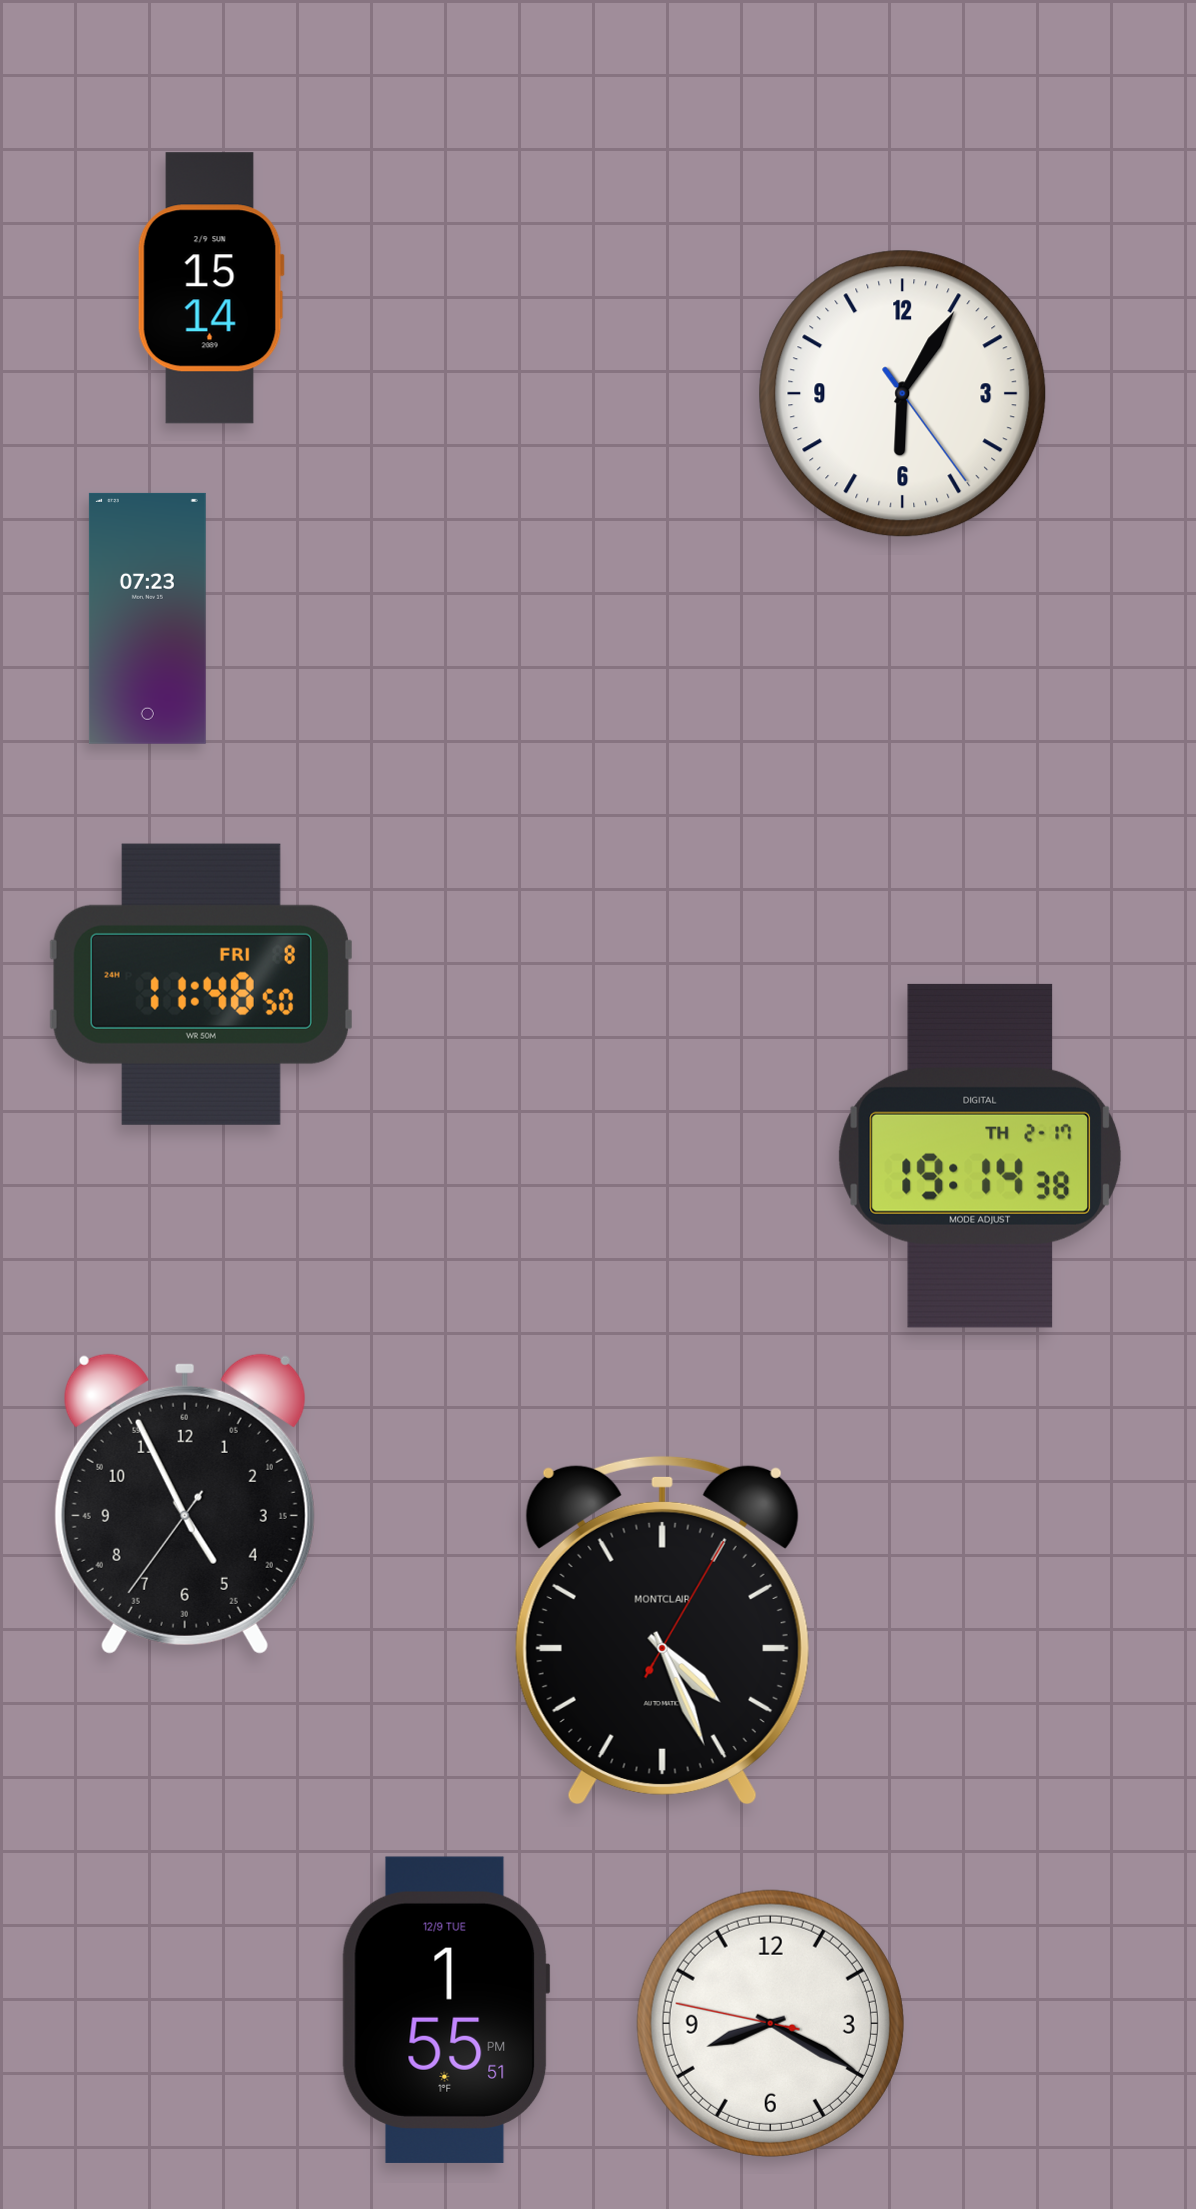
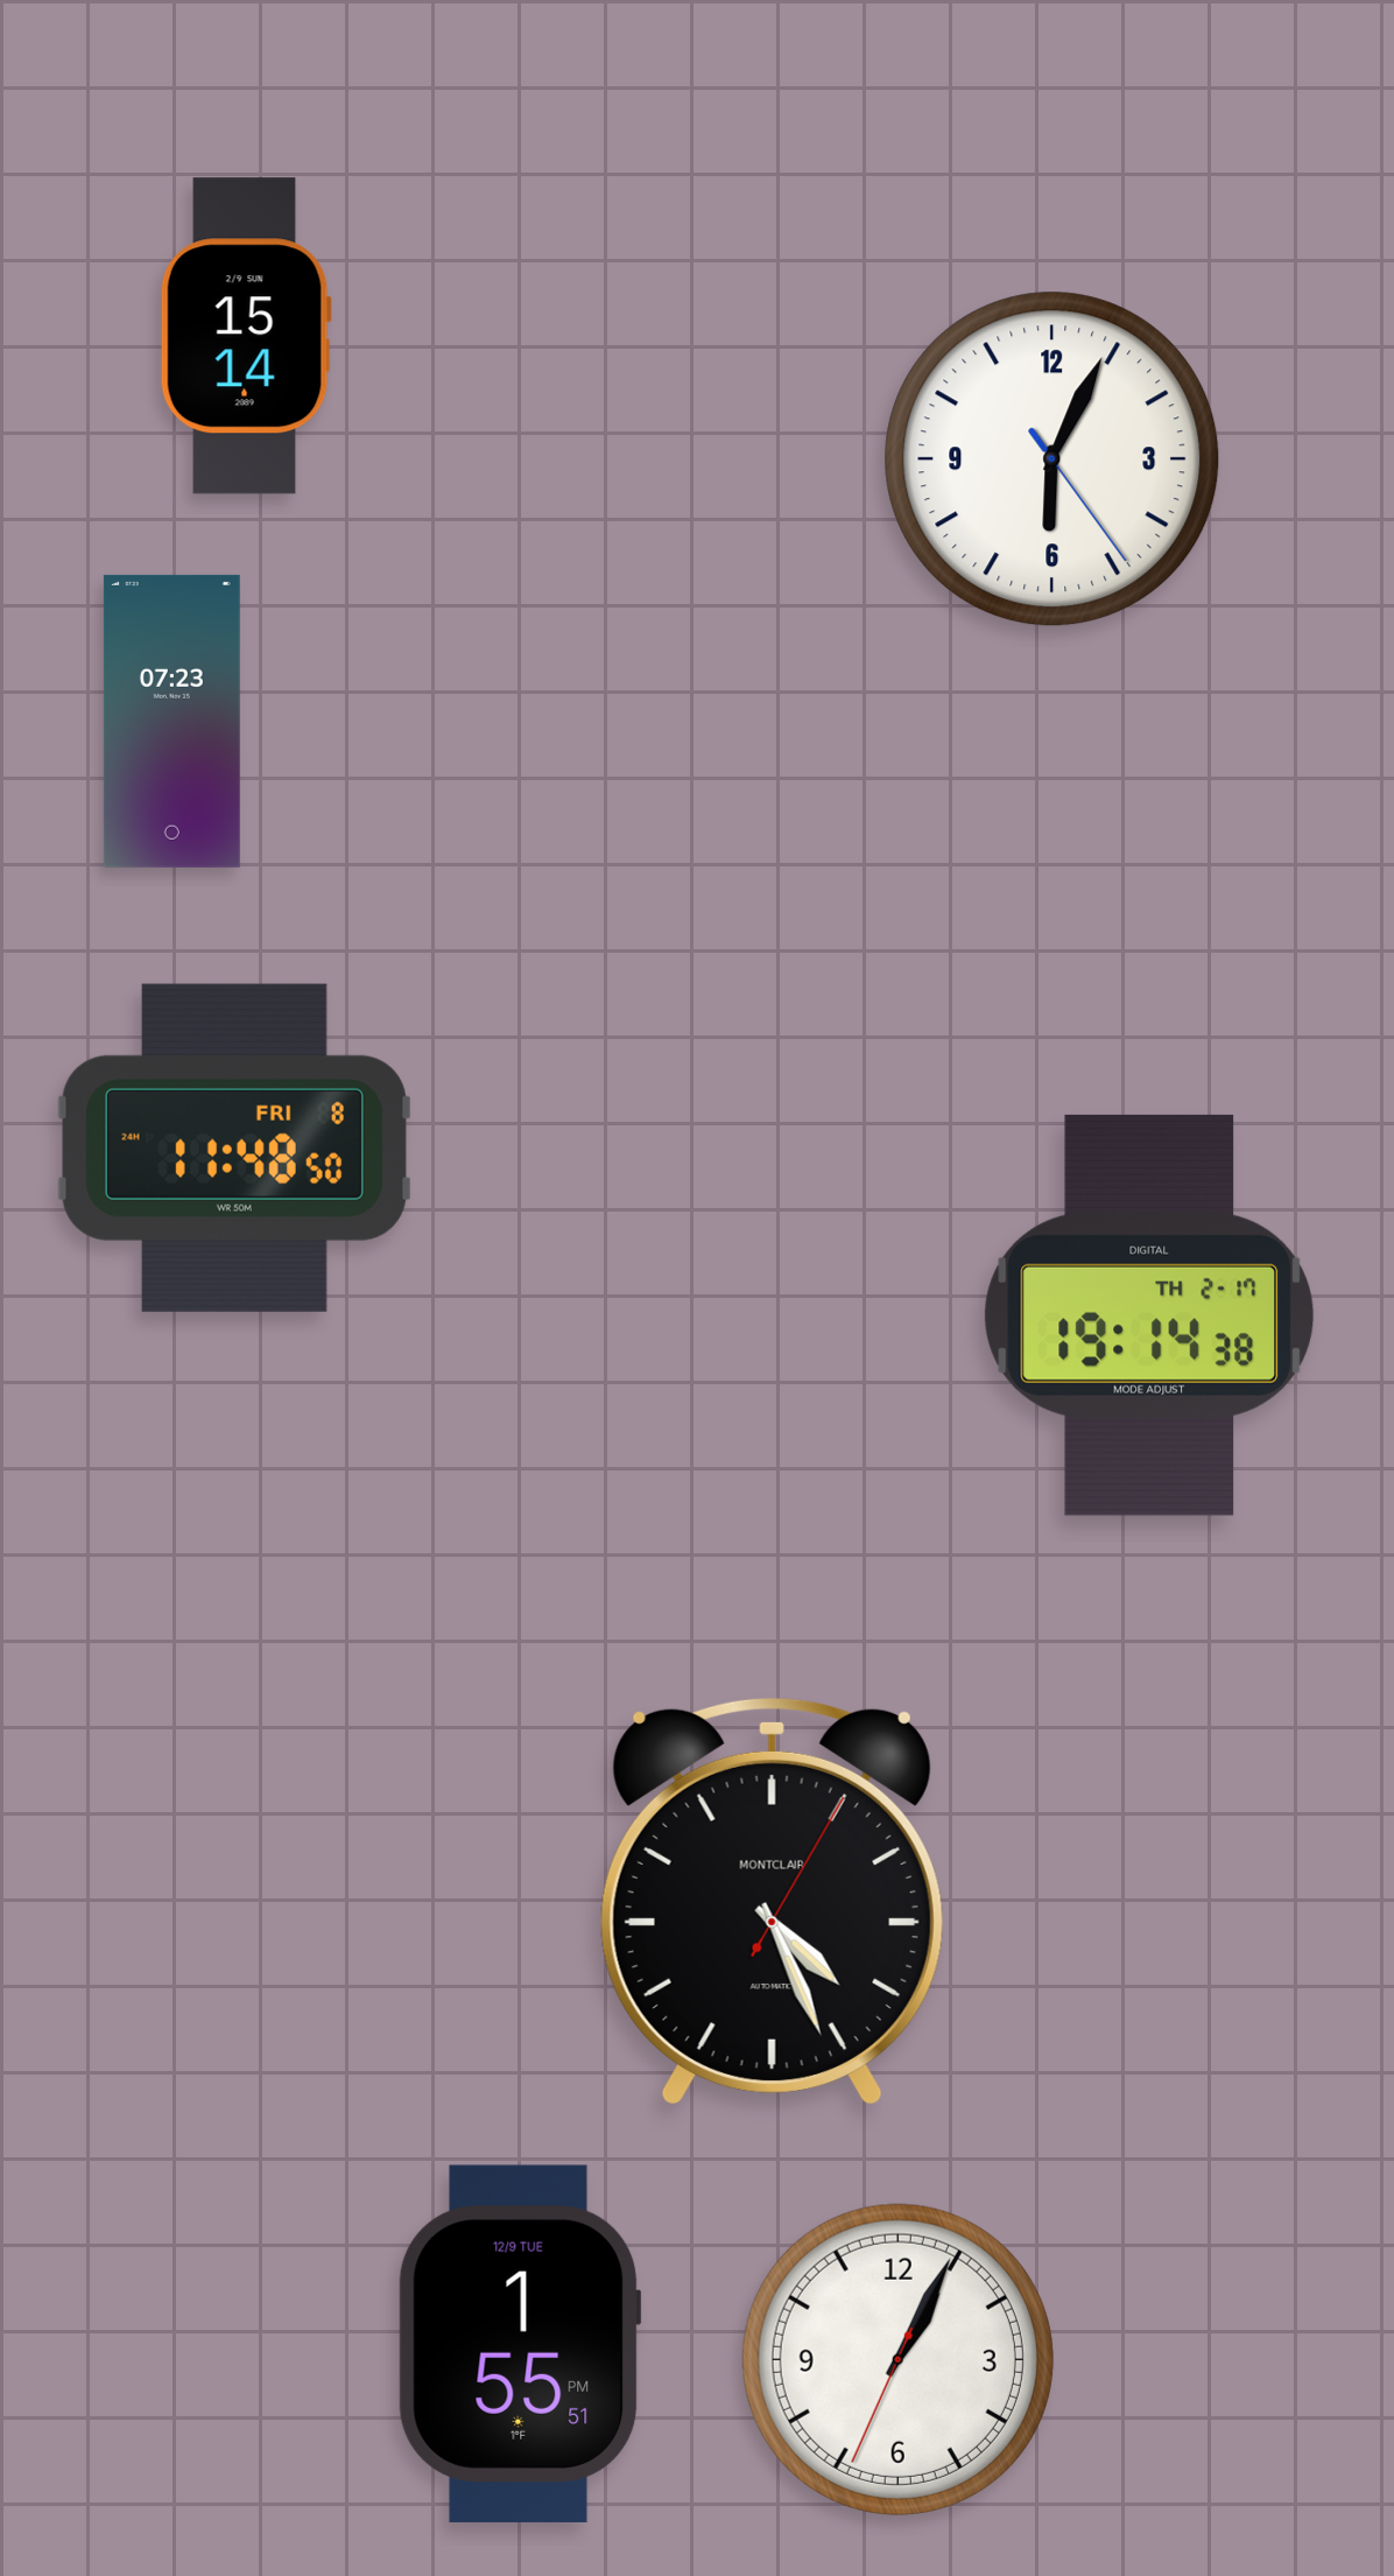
clock at (903, 394): 6:05 -> 6:04
clock at (980, 1156) position: (980, 1156) -> (1149, 1315)
clock at (185, 1504): 4:55 -> none
clock at (770, 2023): 8:19 -> 1:04
